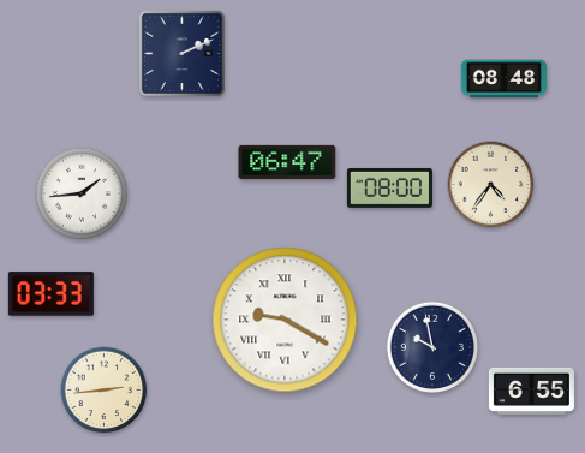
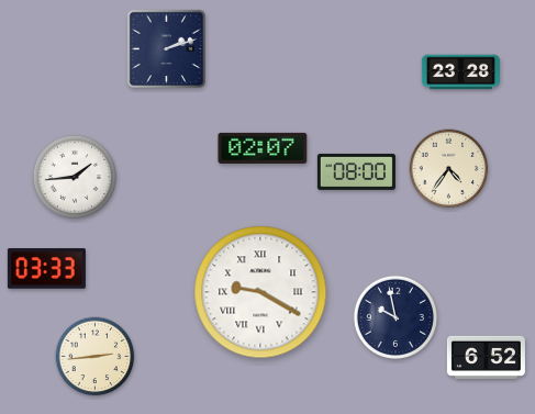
clock at (181, 53): 2:11 -> 2:12
clock at (503, 79): 08:48 -> 23:28
clock at (287, 162): 06:47 -> 02:07
clock at (531, 391): 6:55 -> 6:52
